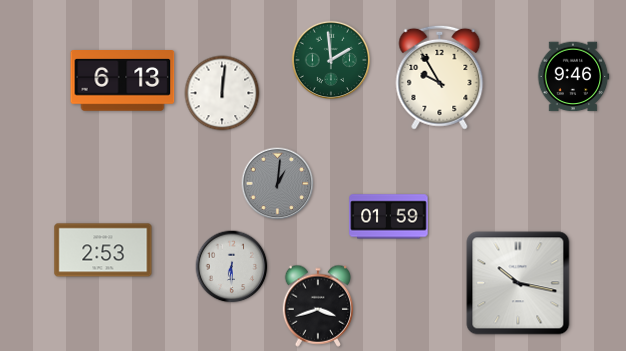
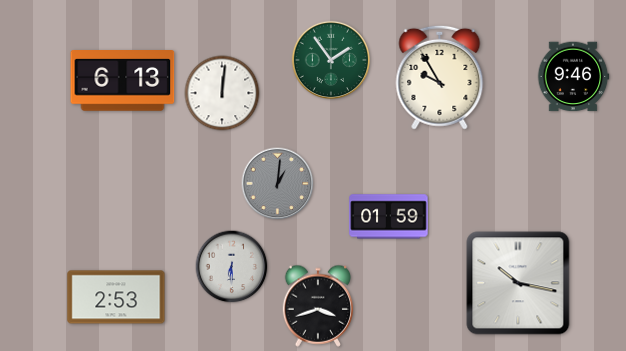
clock at (331, 60): 1:59 -> 1:54
clock at (103, 250) position: (103, 250) -> (116, 297)
